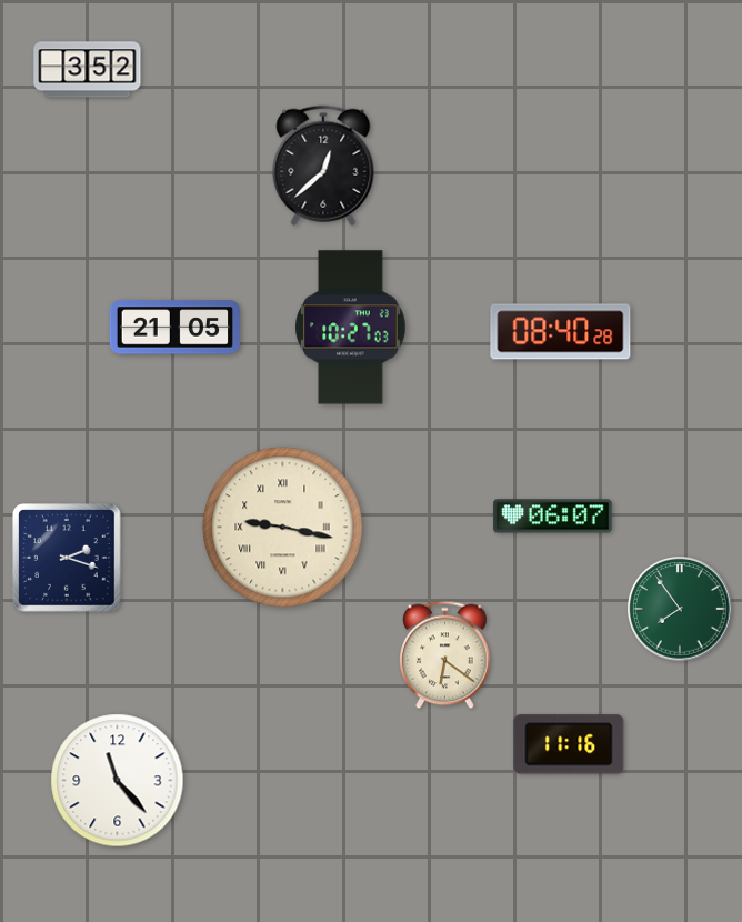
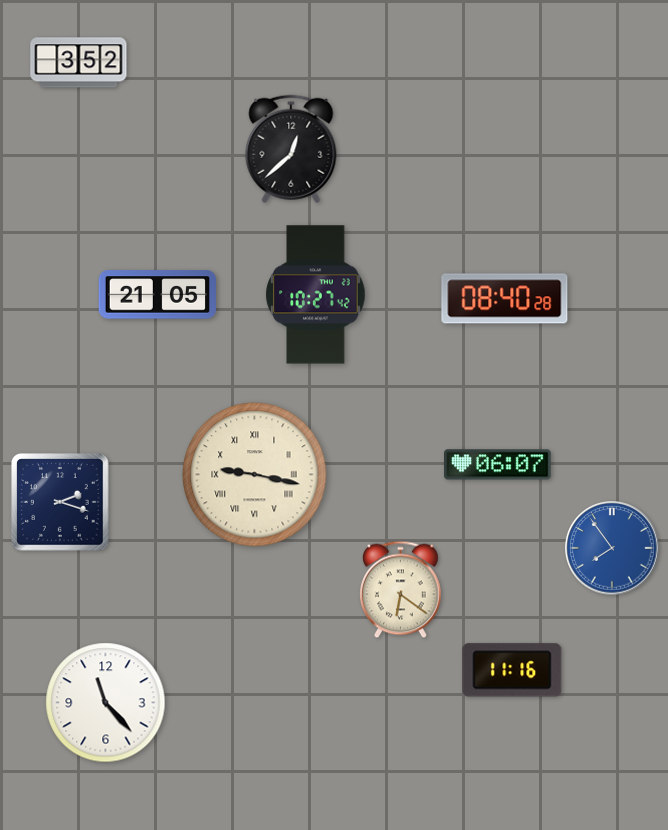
clock at (351, 328): 10:27:03 -> 10:27:42
clock at (680, 609) dial: green -> blue
